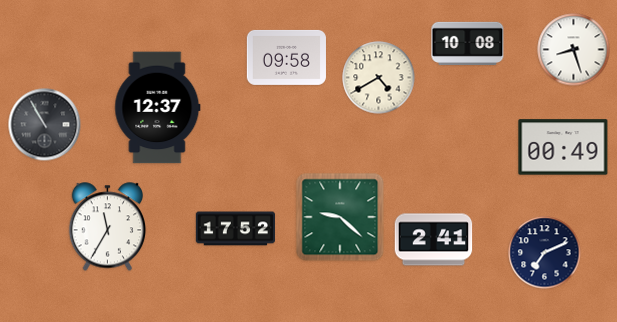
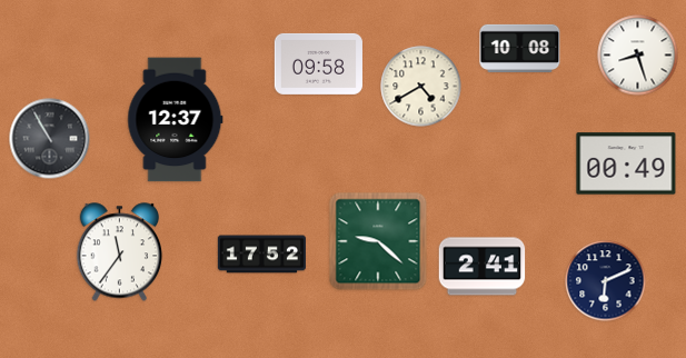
clock at (108, 227): 11:35 -> 11:36
clock at (545, 253): 7:11 -> 6:11
